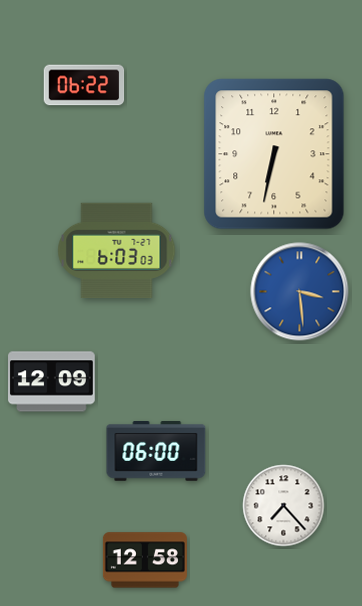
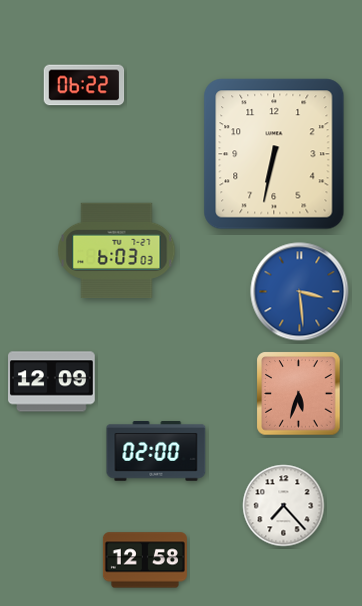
clock at (299, 394): none -> 5:33
clock at (156, 452): 06:00 -> 02:00
